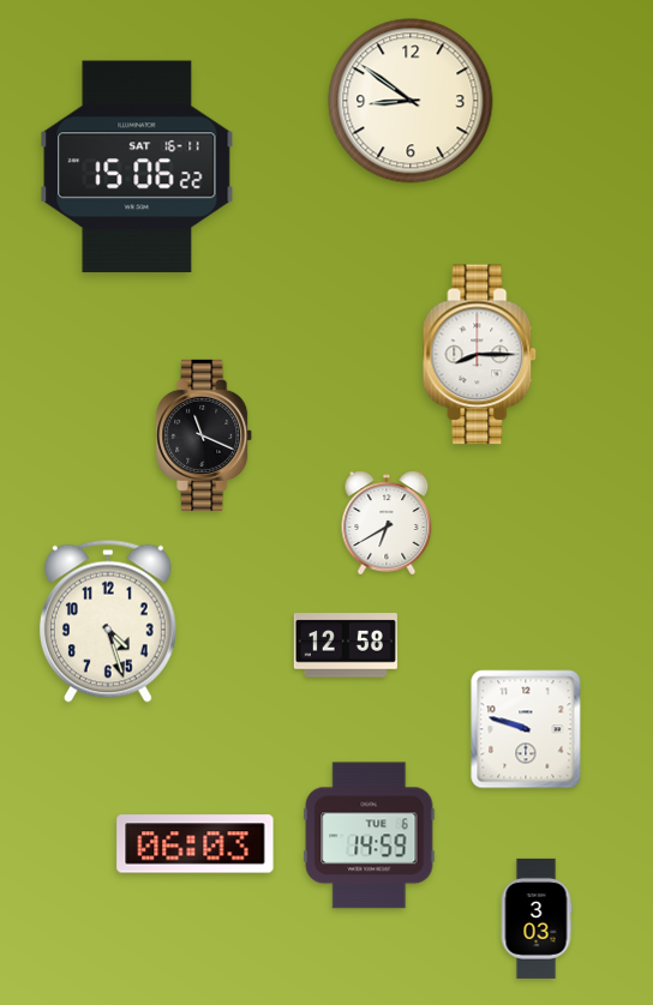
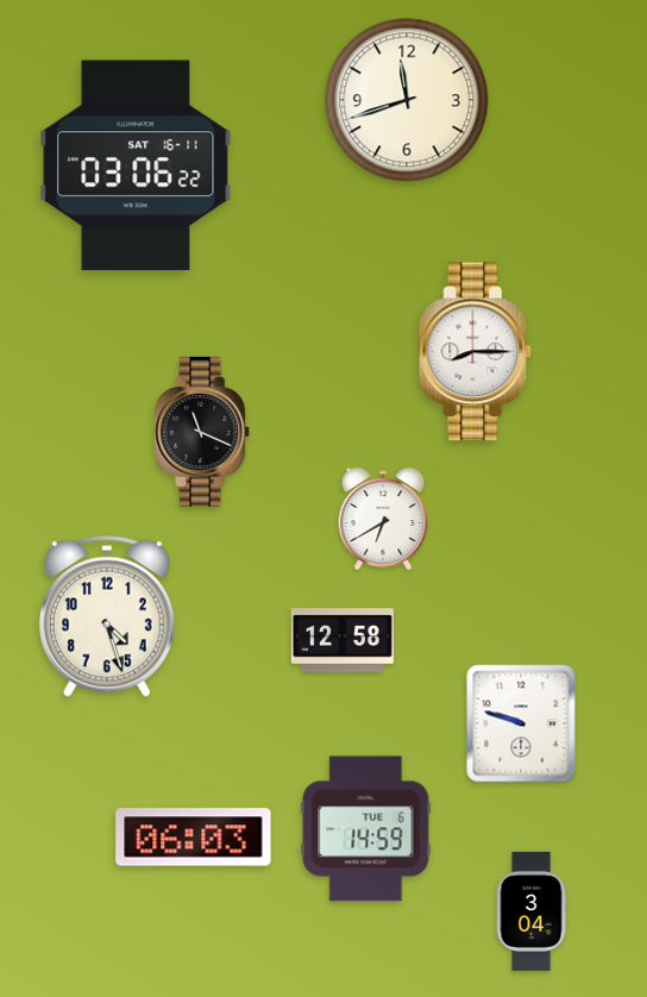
clock at (411, 101): 8:51 -> 11:42
clock at (137, 167): 15:06 -> 03:06
clock at (537, 919): 3:03 -> 3:04
